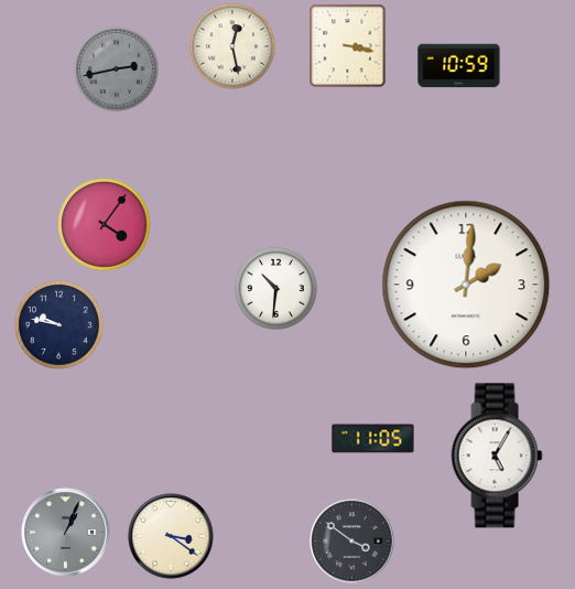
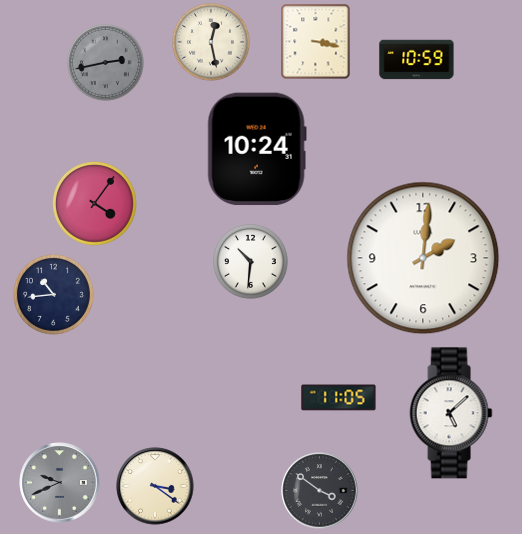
clock at (257, 149): none -> 10:24
clock at (59, 325): 9:47 -> 10:44
clock at (497, 456): 5:05 -> 5:08
clock at (66, 533): 1:04 -> 9:41
